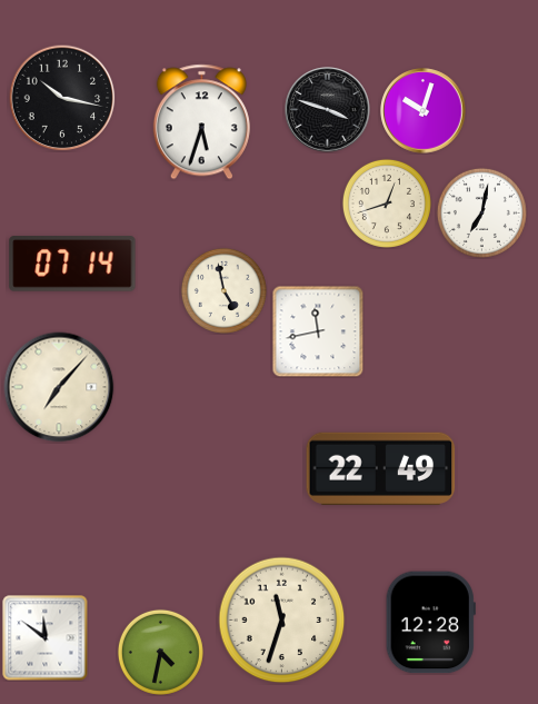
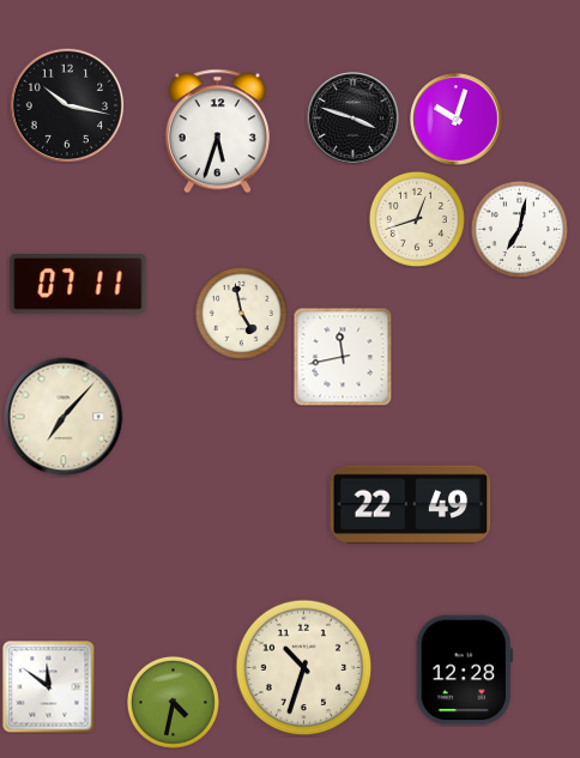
clock at (72, 264): 07:14 -> 07:11
clock at (282, 621): 11:33 -> 10:33
